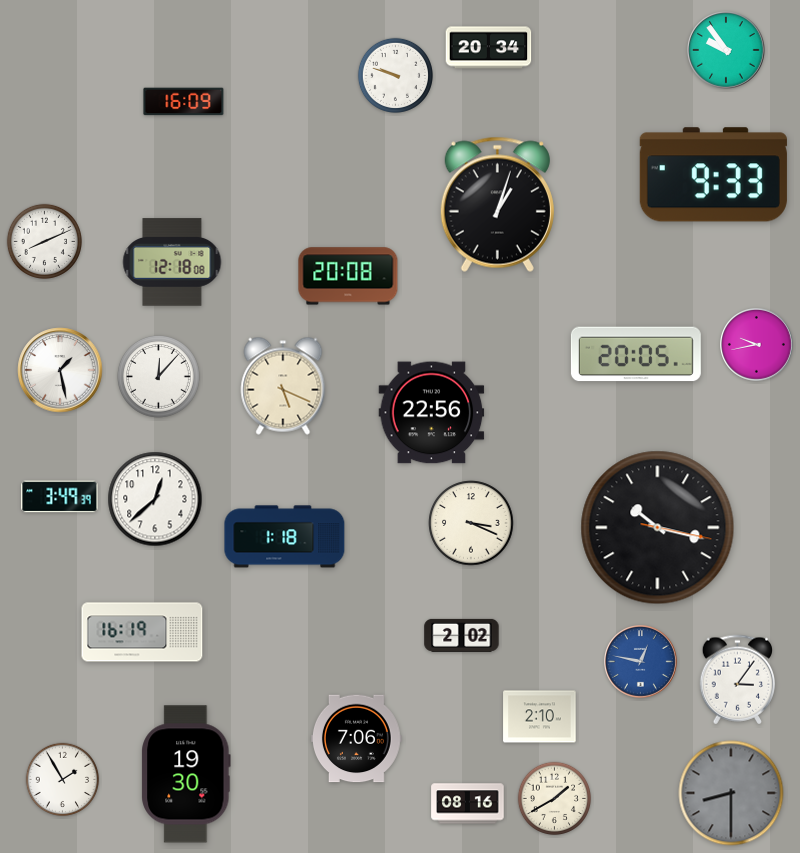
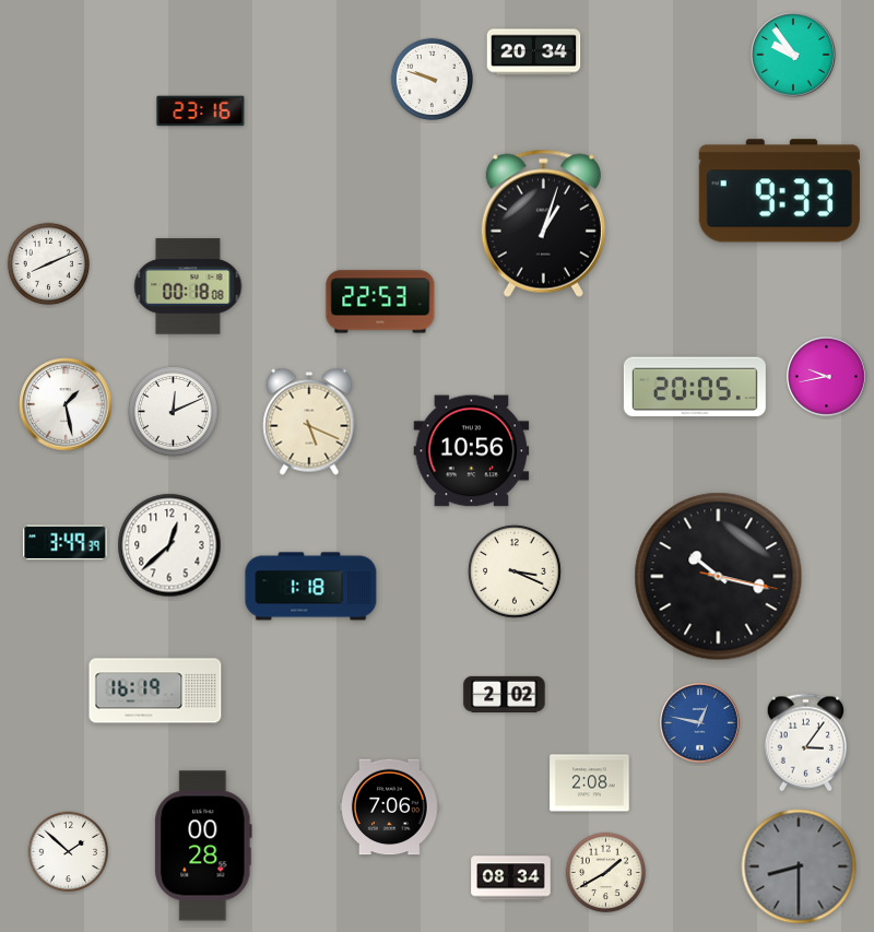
clock at (395, 75) position: (395, 75) -> (432, 79)
clock at (184, 102): 16:09 -> 23:16
clock at (172, 262): 12:18 -> 00:18
clock at (348, 276): 20:08 -> 22:53
clock at (159, 377): 12:07 -> 12:11
clock at (432, 413): 22:56 -> 10:56
clock at (540, 717): 2:10 -> 2:08
clock at (186, 774): 19:30 -> 00:28
clock at (63, 780): 1:55 -> 1:52
clock at (468, 804): 08:16 -> 08:34
